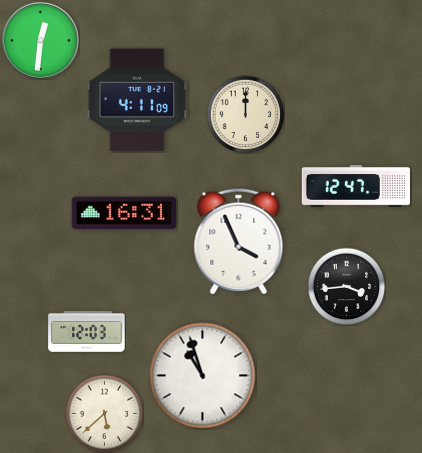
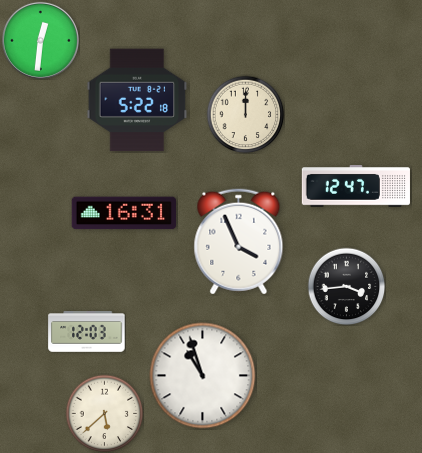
clock at (137, 100): 4:11 -> 5:22
